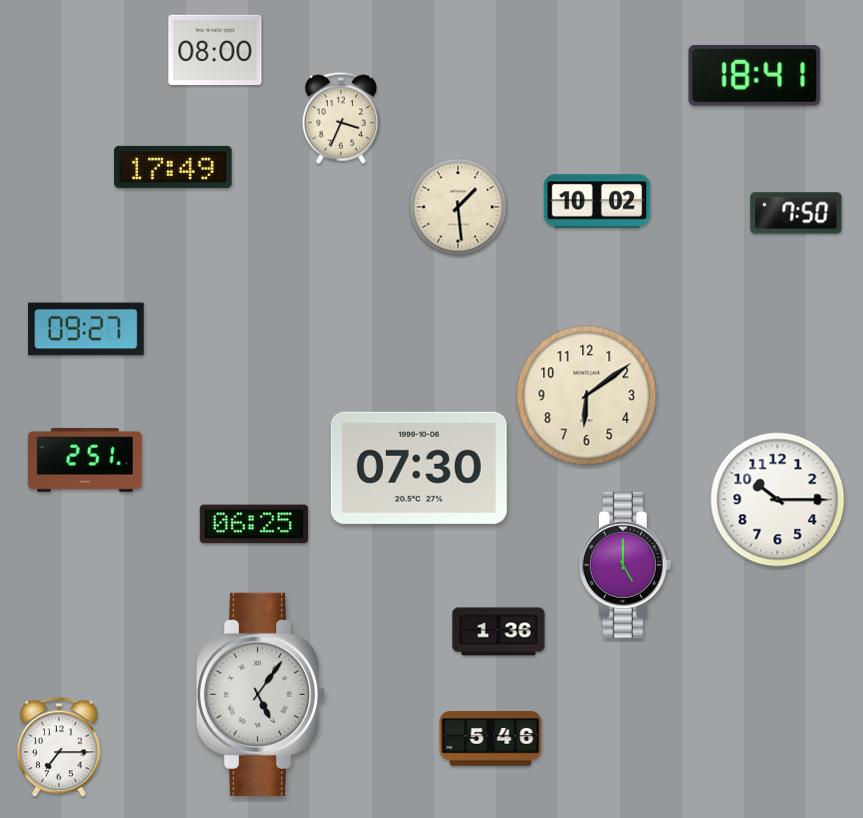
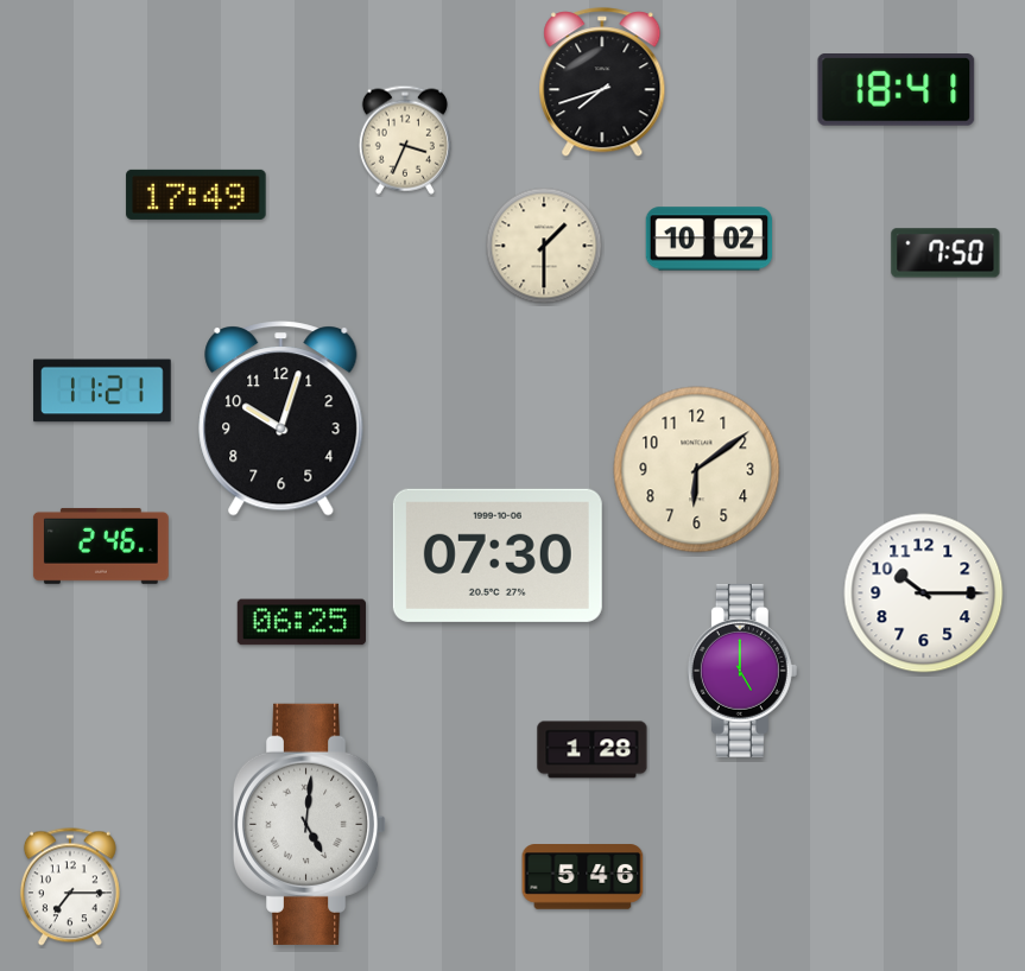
clock at (215, 49): 08:00 -> none
clock at (602, 83): none -> 7:42
clock at (173, 167) position: (173, 167) -> (196, 195)
clock at (458, 207): 1:29 -> 1:30
clock at (86, 329): 09:27 -> 11:21
clock at (281, 419): none -> 10:03
clock at (85, 460): 2:51 -> 2:46
clock at (499, 632): 1:36 -> 1:28
clock at (261, 694): 5:06 -> 5:01
